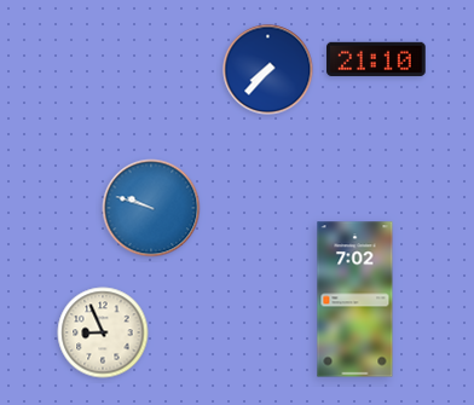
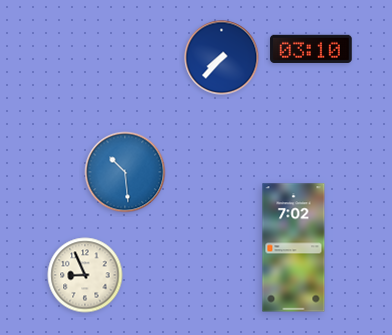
clock at (376, 59): 21:10 -> 03:10
clock at (151, 208): 9:48 -> 10:29
